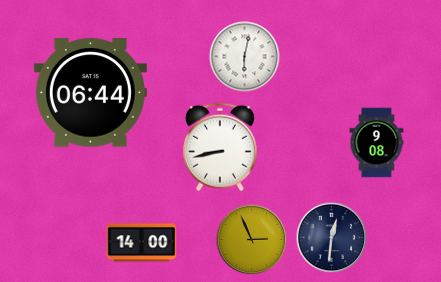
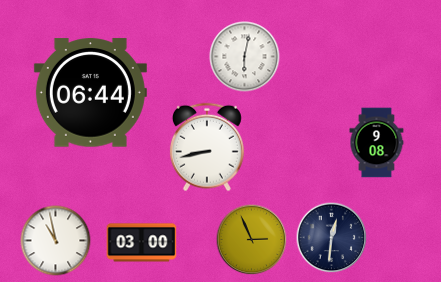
clock at (220, 147) position: (220, 147) -> (207, 147)
clock at (56, 241): none -> 10:58
clock at (142, 243): 14:00 -> 03:00
